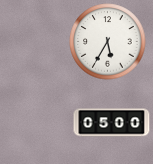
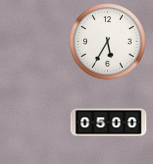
clock at (112, 123) position: (112, 123) -> (109, 123)
